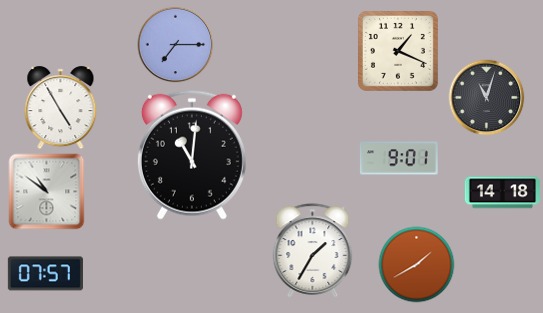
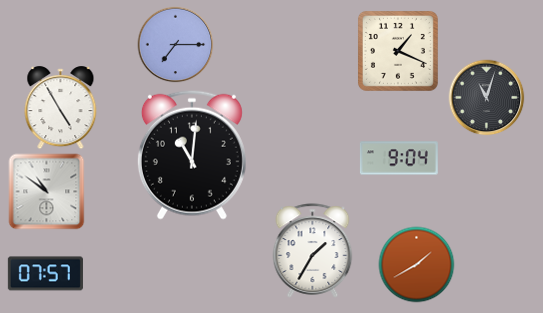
clock at (399, 158): 9:01 -> 9:04
clock at (502, 193): 14:18 -> none
